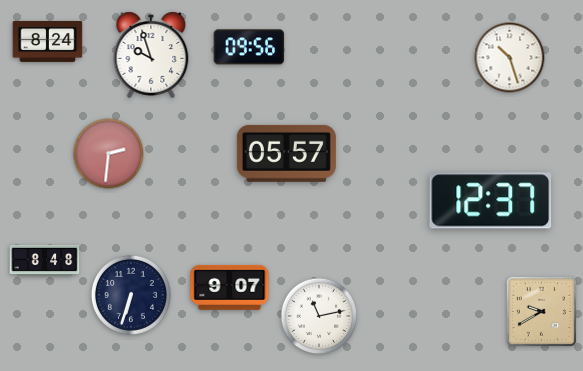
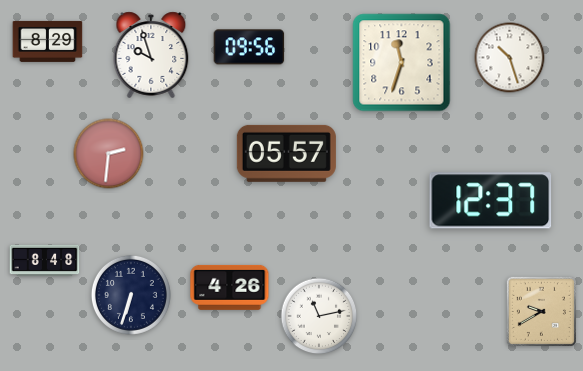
clock at (48, 41): 8:24 -> 8:29
clock at (402, 63): none -> 11:33
clock at (230, 287): 9:07 -> 4:26
